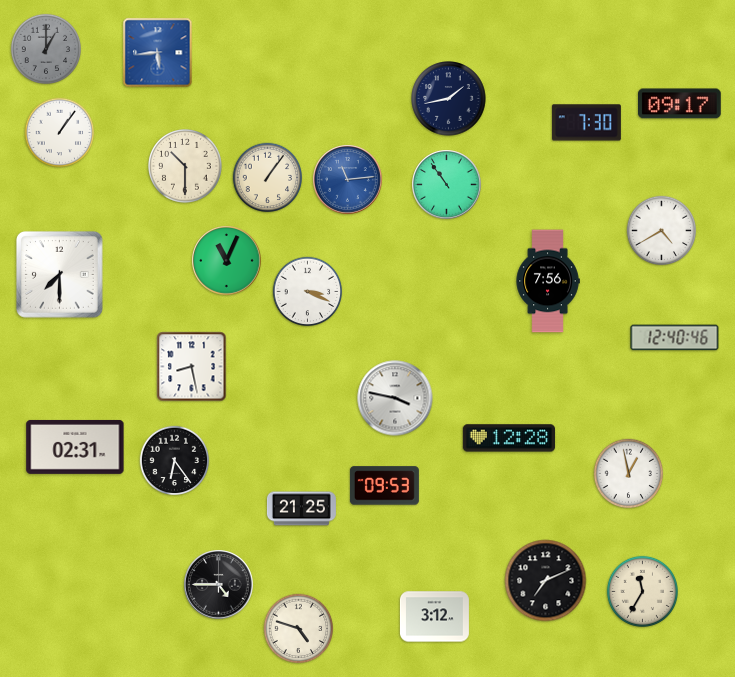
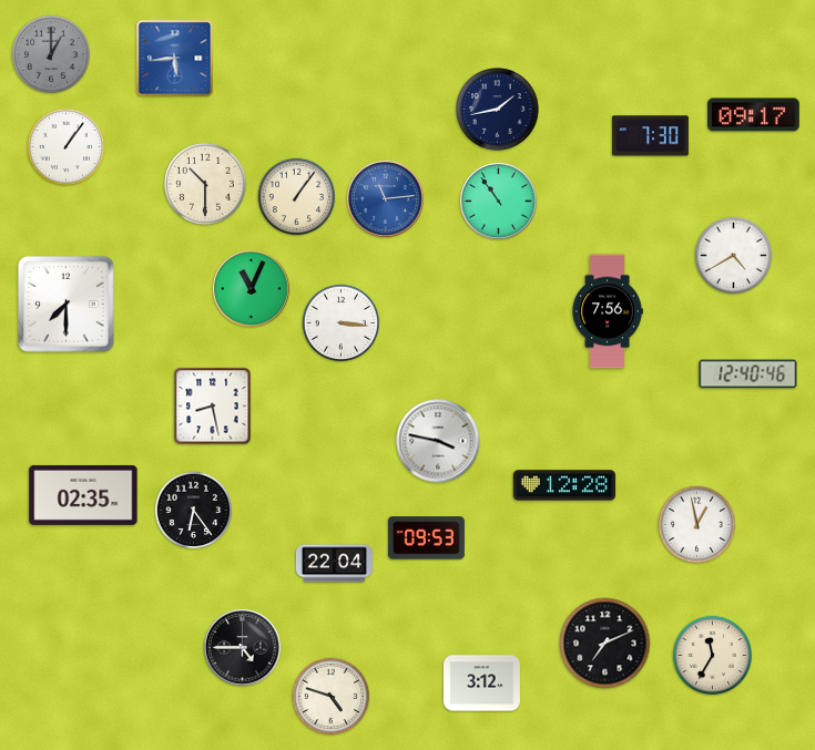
clock at (447, 185) position: (447, 185) -> (499, 202)
clock at (308, 292): 3:19 -> 3:16
clock at (75, 447): 02:31 -> 02:35
clock at (301, 509): 21:25 -> 22:04
